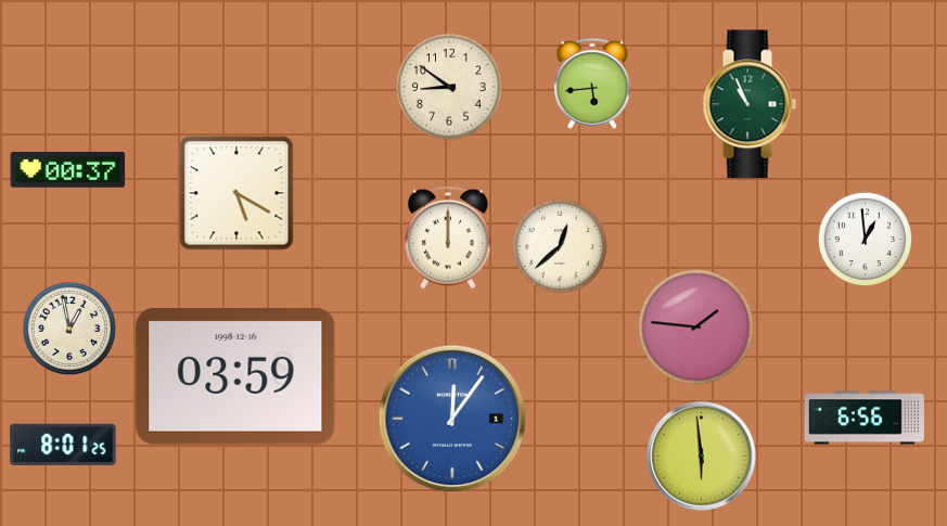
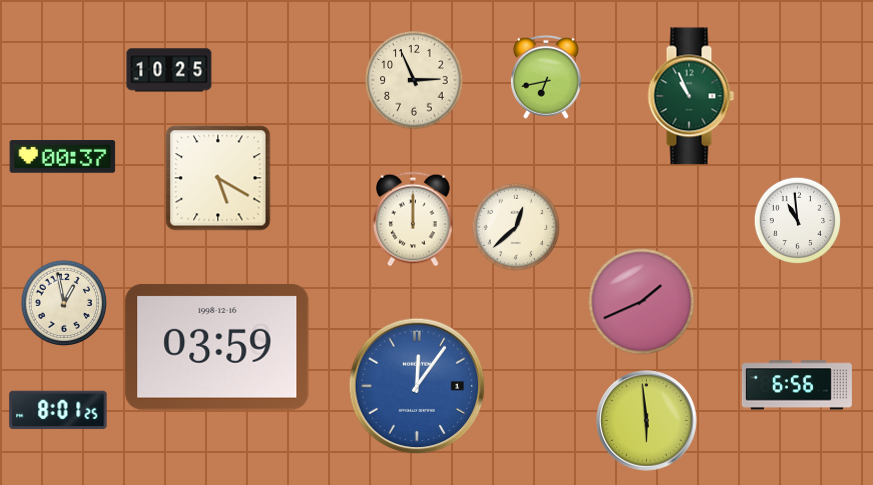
clock at (169, 70): none -> 10:25
clock at (592, 84): 5:44 -> 6:43
clock at (449, 87): 8:51 -> 2:56
clock at (865, 239): 12:59 -> 10:59
clock at (696, 328): 1:46 -> 1:41
